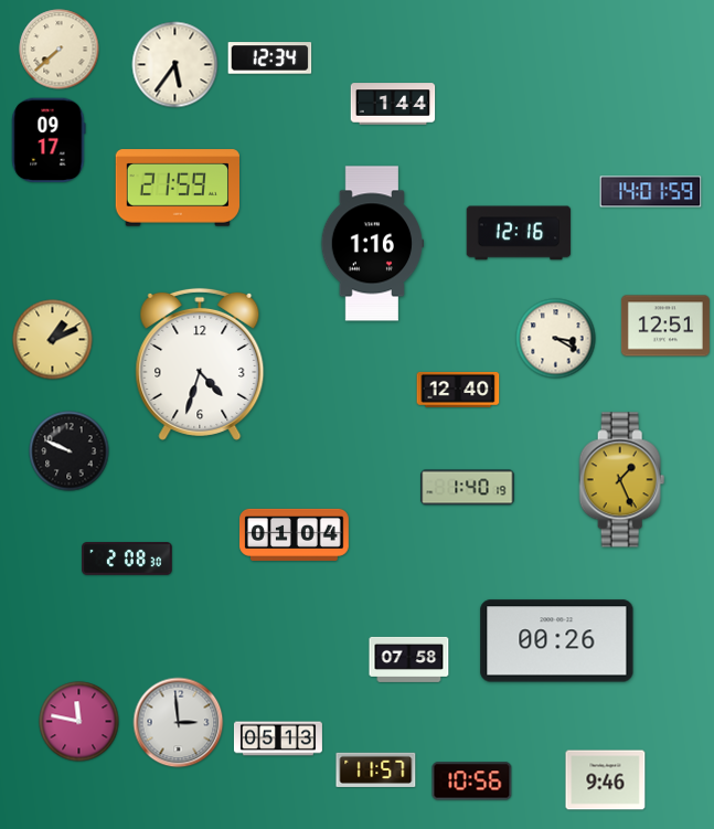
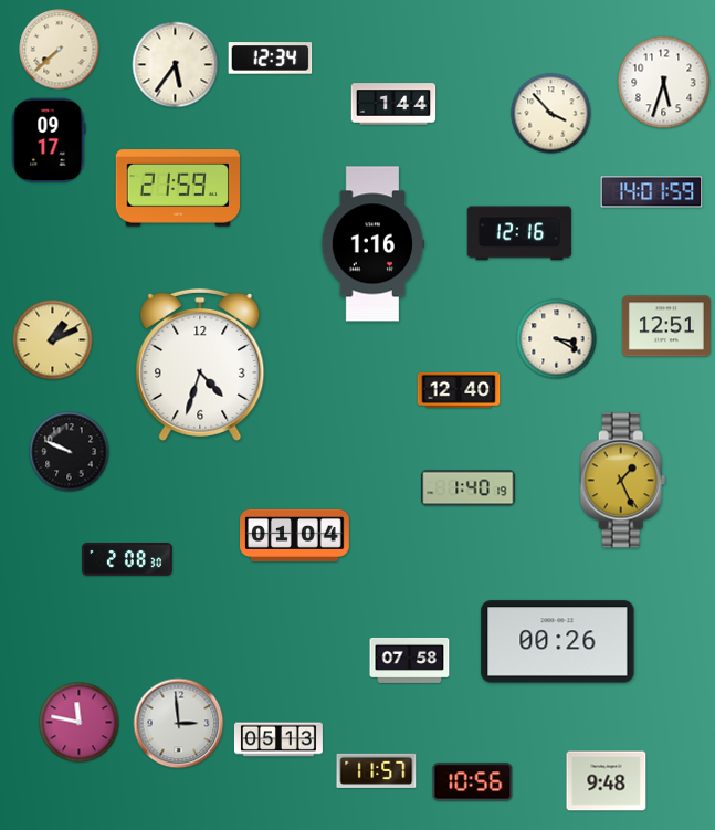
clock at (664, 83): none -> 5:33
clock at (551, 114): none -> 3:53
clock at (606, 780): 9:46 -> 9:48
